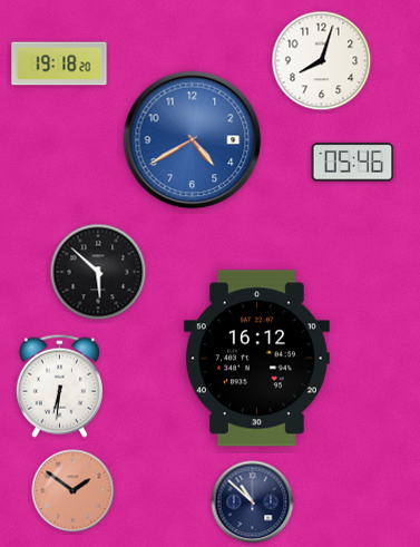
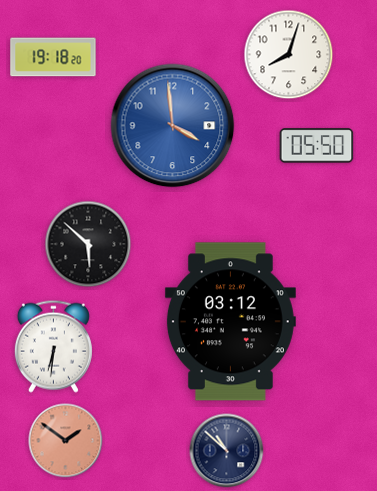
clock at (193, 140): 4:40 -> 3:59
clock at (353, 163): 05:46 -> 05:50
clock at (256, 359): 16:12 -> 03:12
